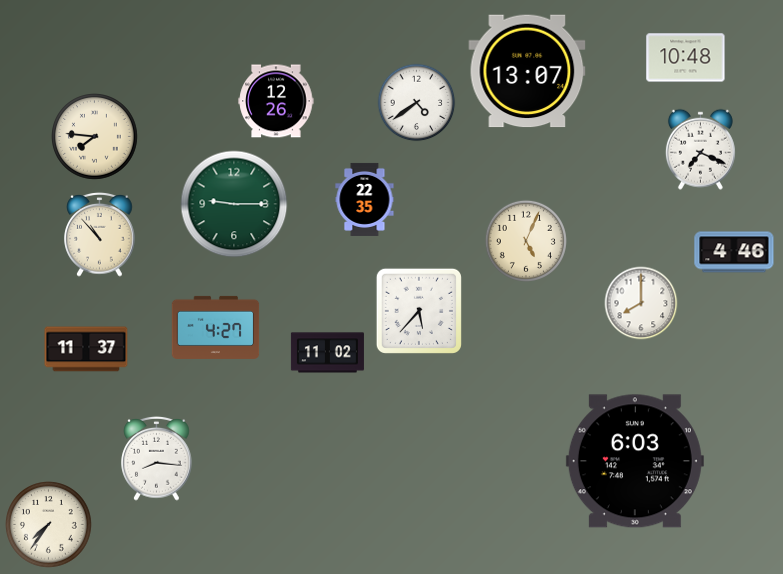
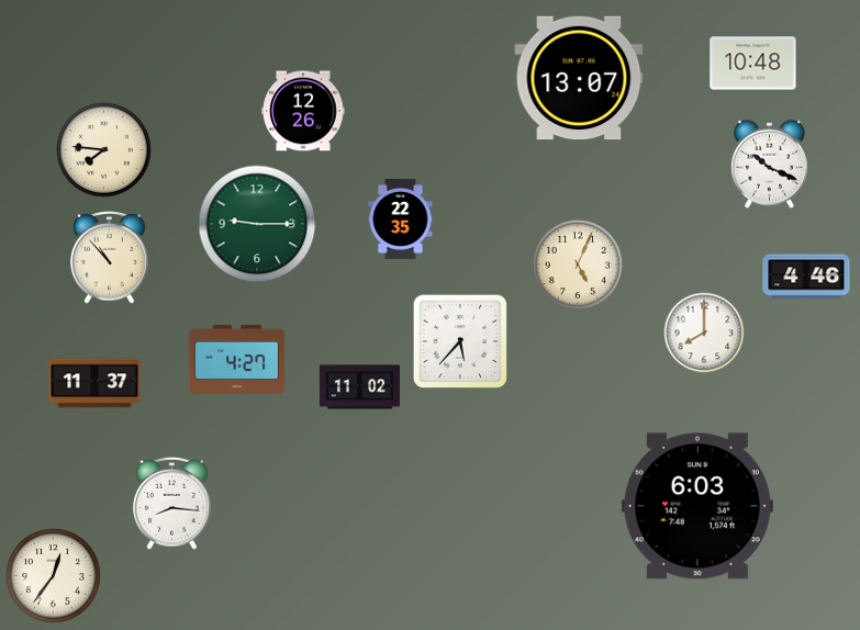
clock at (417, 103): 4:39 -> none
clock at (700, 149): 7:19 -> 10:19
clock at (49, 525): 7:36 -> 12:36
